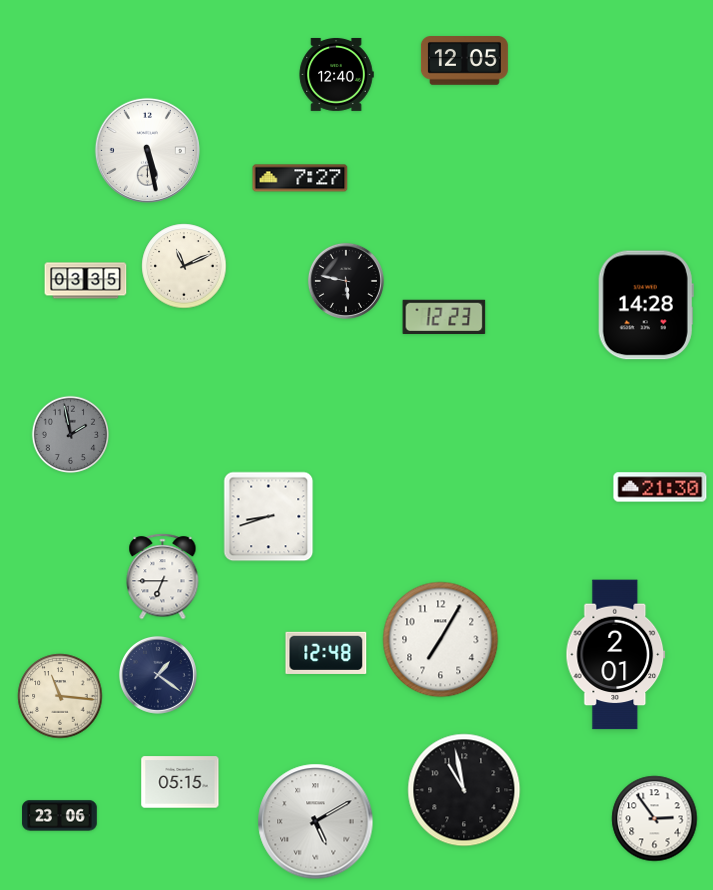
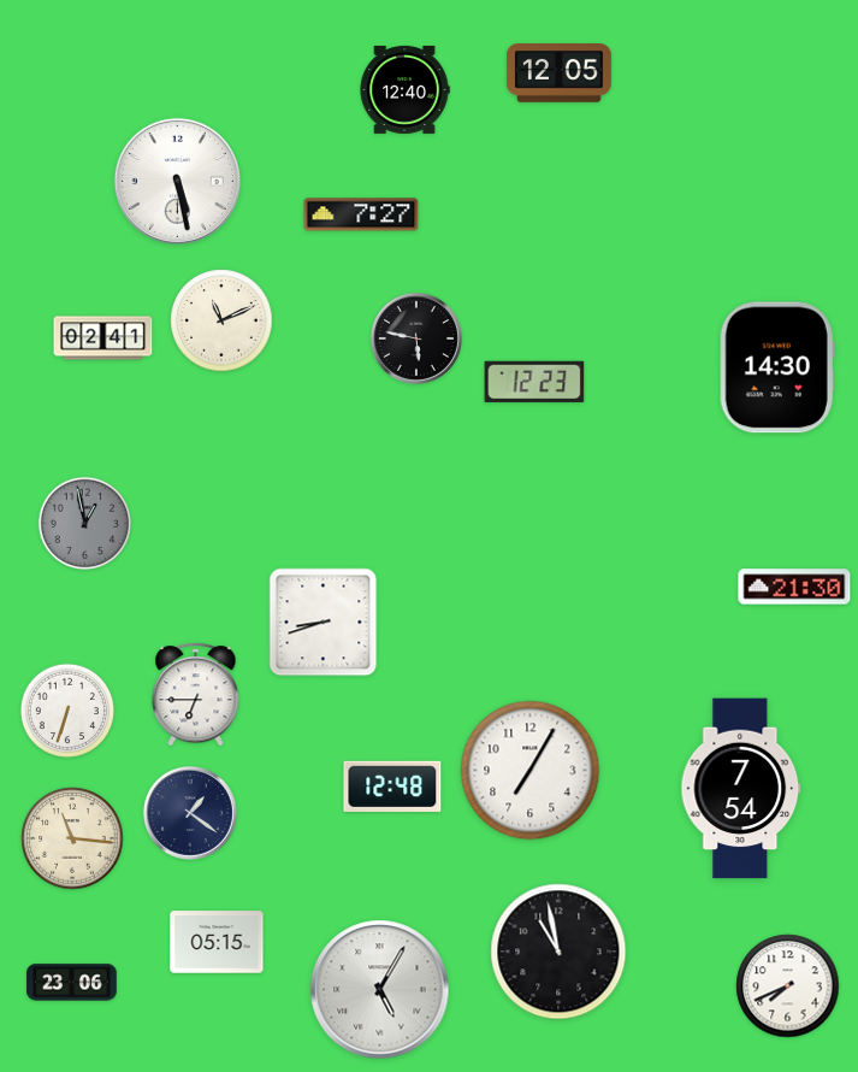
clock at (86, 281): 03:35 -> 02:41
clock at (646, 305): 14:28 -> 14:30
clock at (71, 435): 1:58 -> 12:58
clock at (66, 709): none -> 6:33
clock at (616, 655): 2:01 -> 7:54
clock at (655, 819): 2:54 -> 7:41
clock at (316, 822): 5:10 -> 5:05
